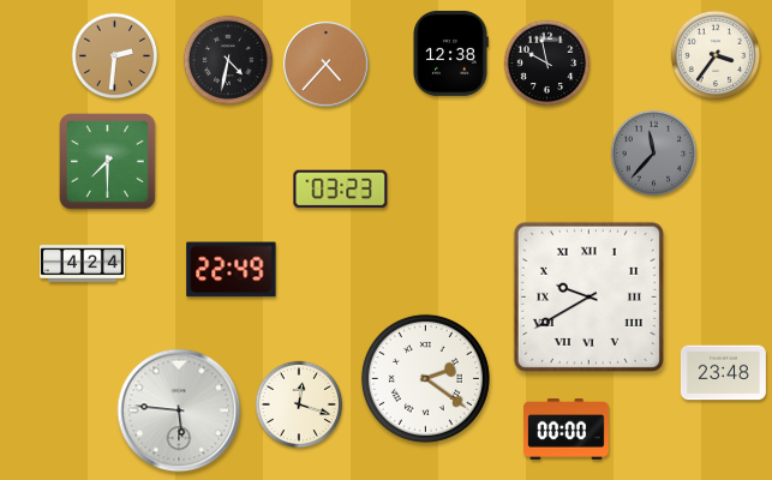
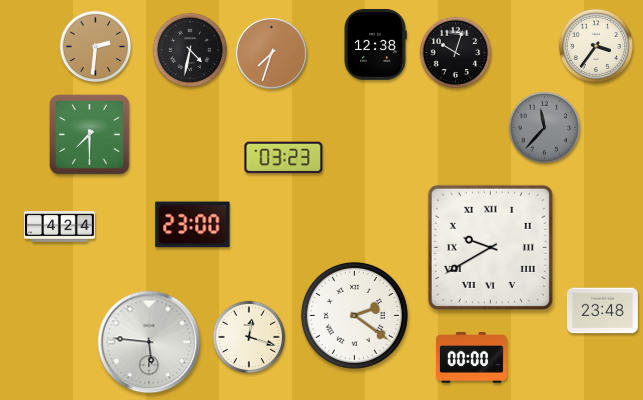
clock at (325, 64): 4:37 -> 7:33
clock at (547, 64): 9:58 -> 10:03
clock at (83, 264) position: (83, 264) -> (60, 227)
clock at (232, 270): 22:49 -> 23:00
